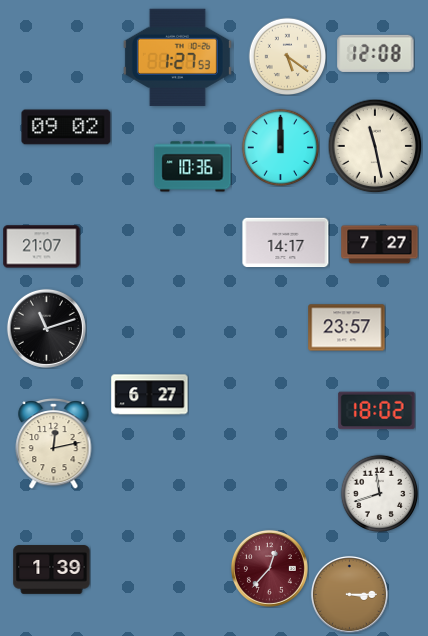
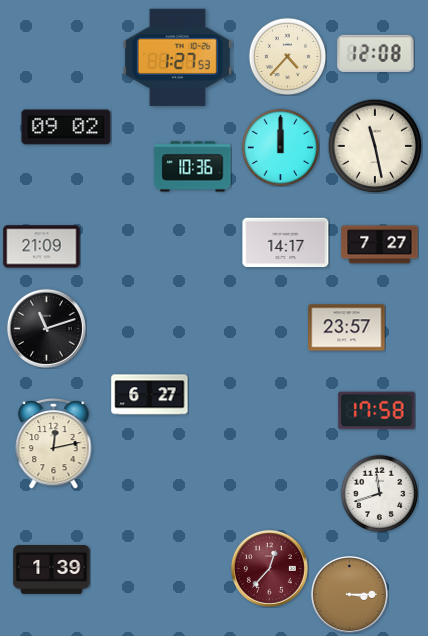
clock at (287, 56): 5:21 -> 4:37
clock at (42, 247): 21:07 -> 21:09
clock at (377, 411): 18:02 -> 17:58
